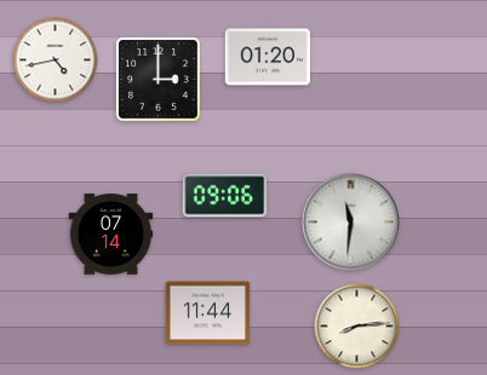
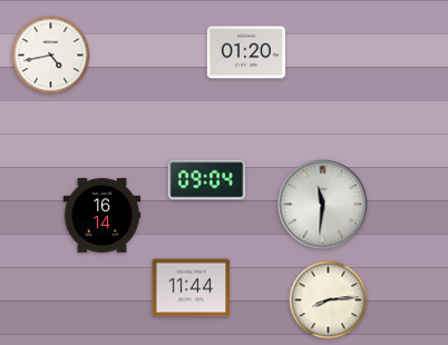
clock at (157, 79): 3:00 -> none
clock at (225, 196): 09:06 -> 09:04
clock at (111, 235): 07:14 -> 16:14
